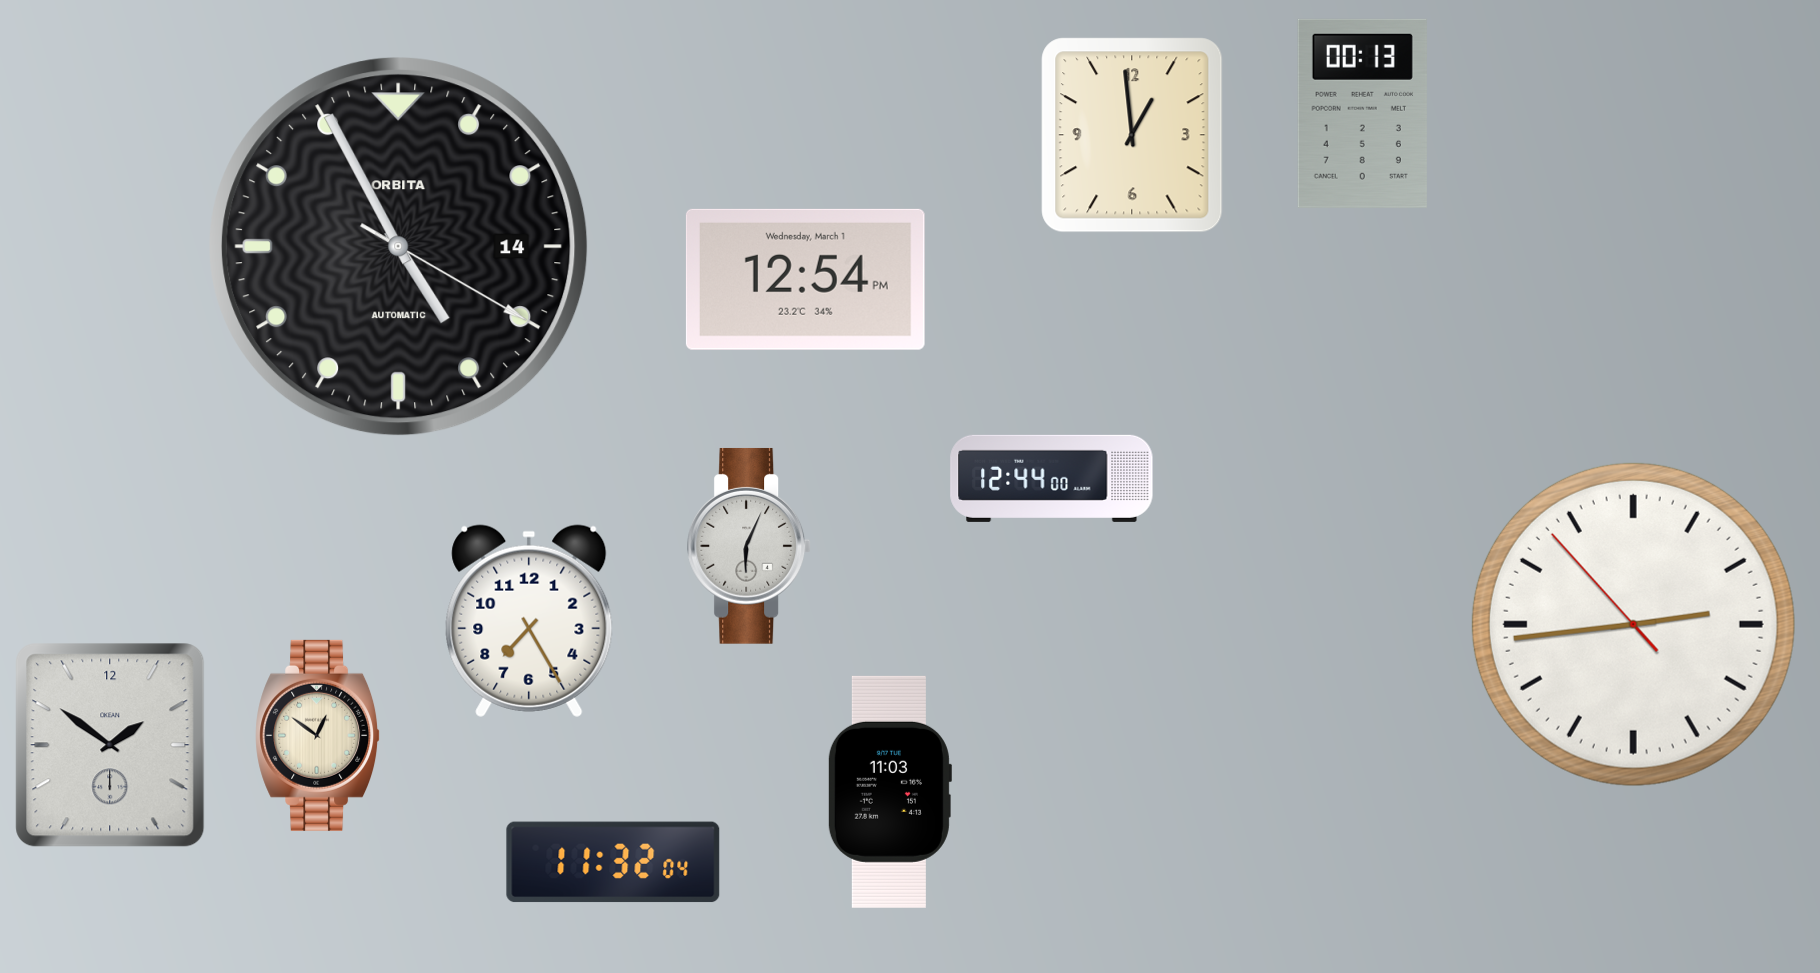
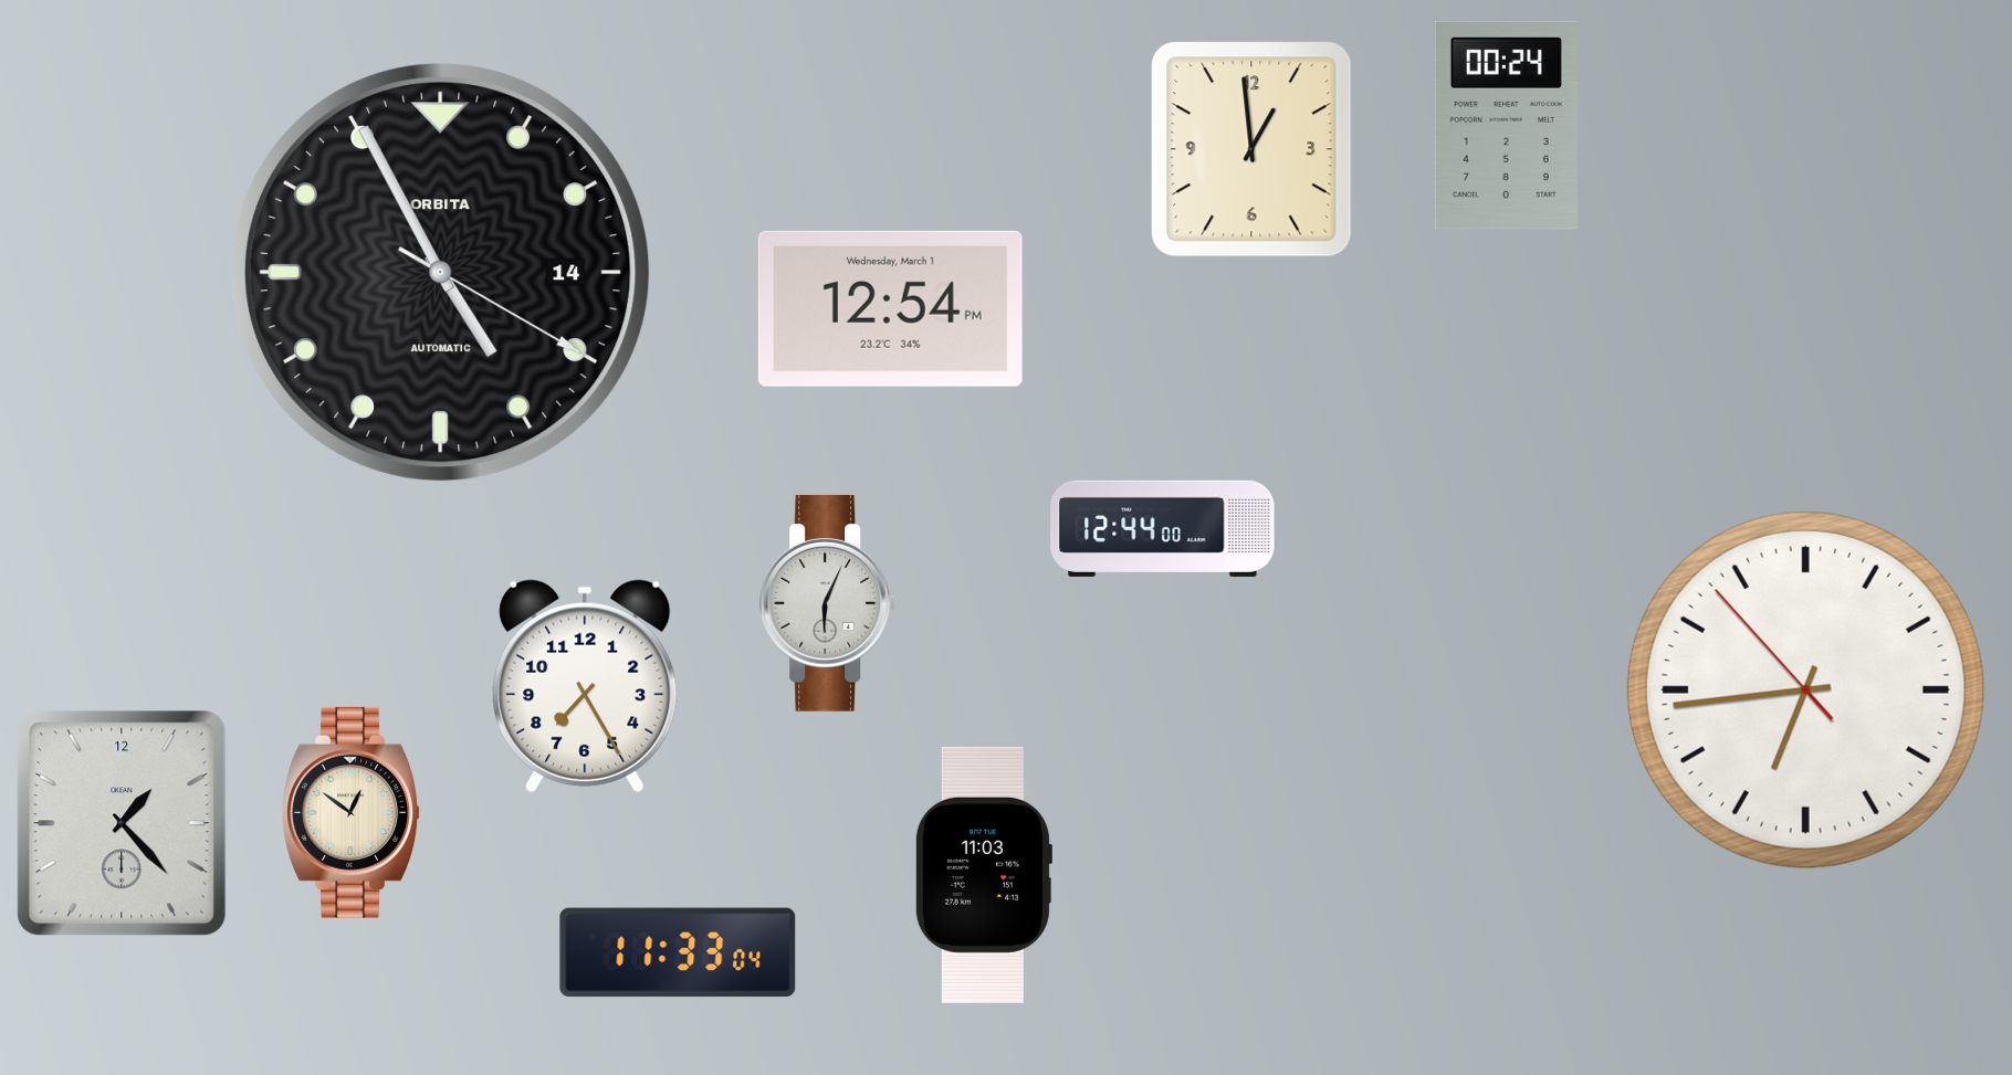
clock at (1362, 113): 00:13 -> 00:24
clock at (1633, 624): 2:43 -> 6:43
clock at (110, 745): 1:51 -> 1:23
clock at (613, 862): 11:32 -> 11:33
